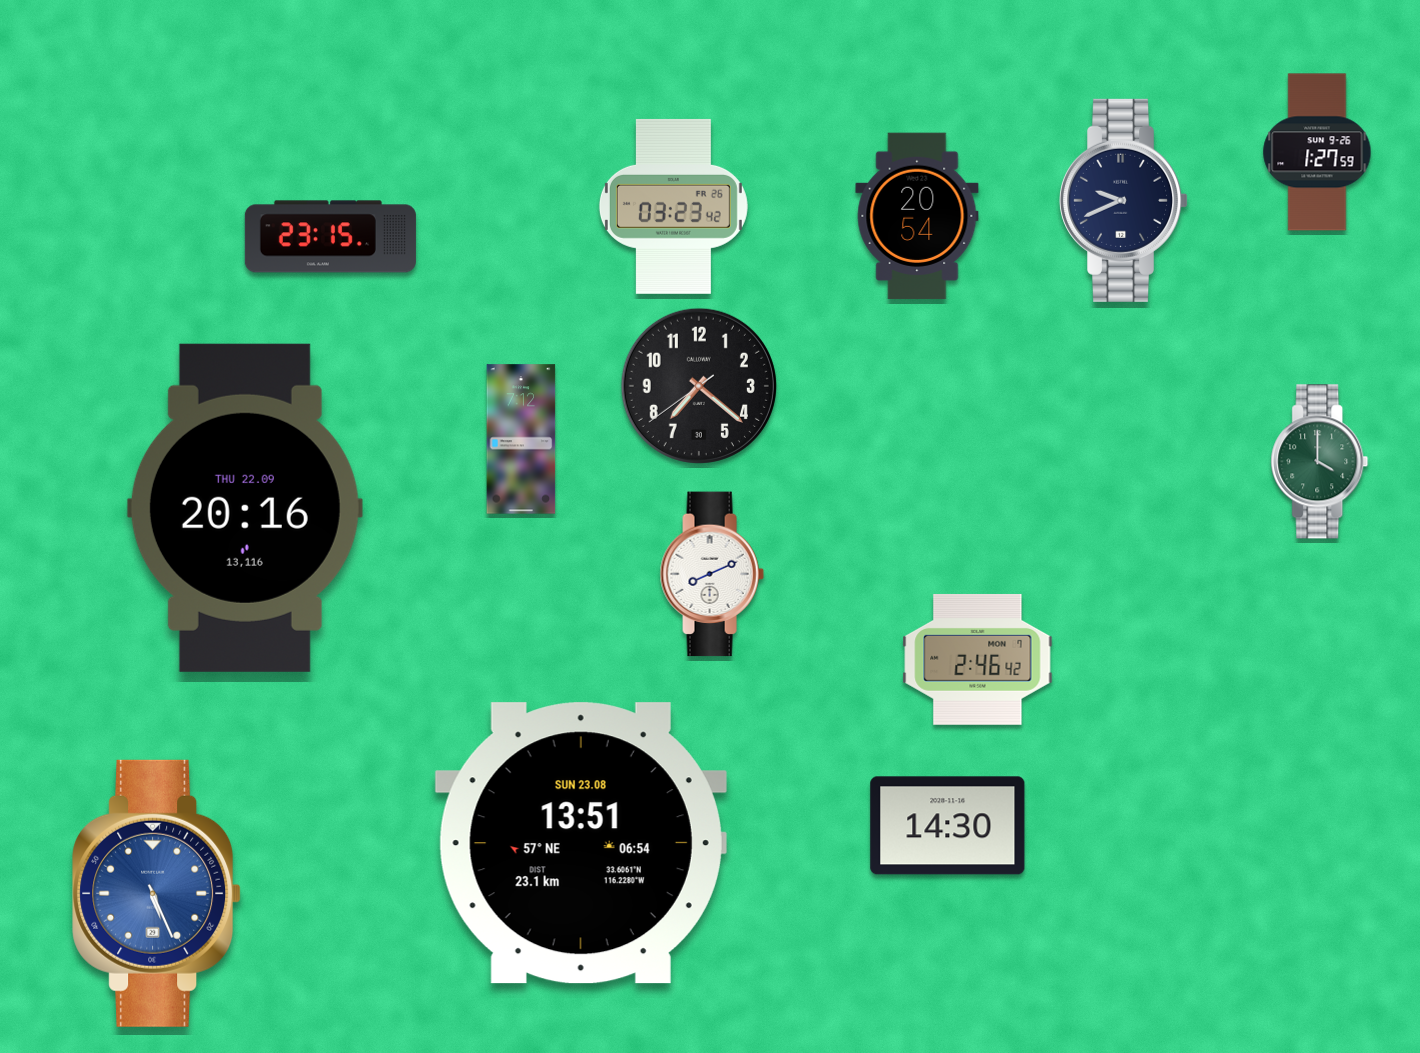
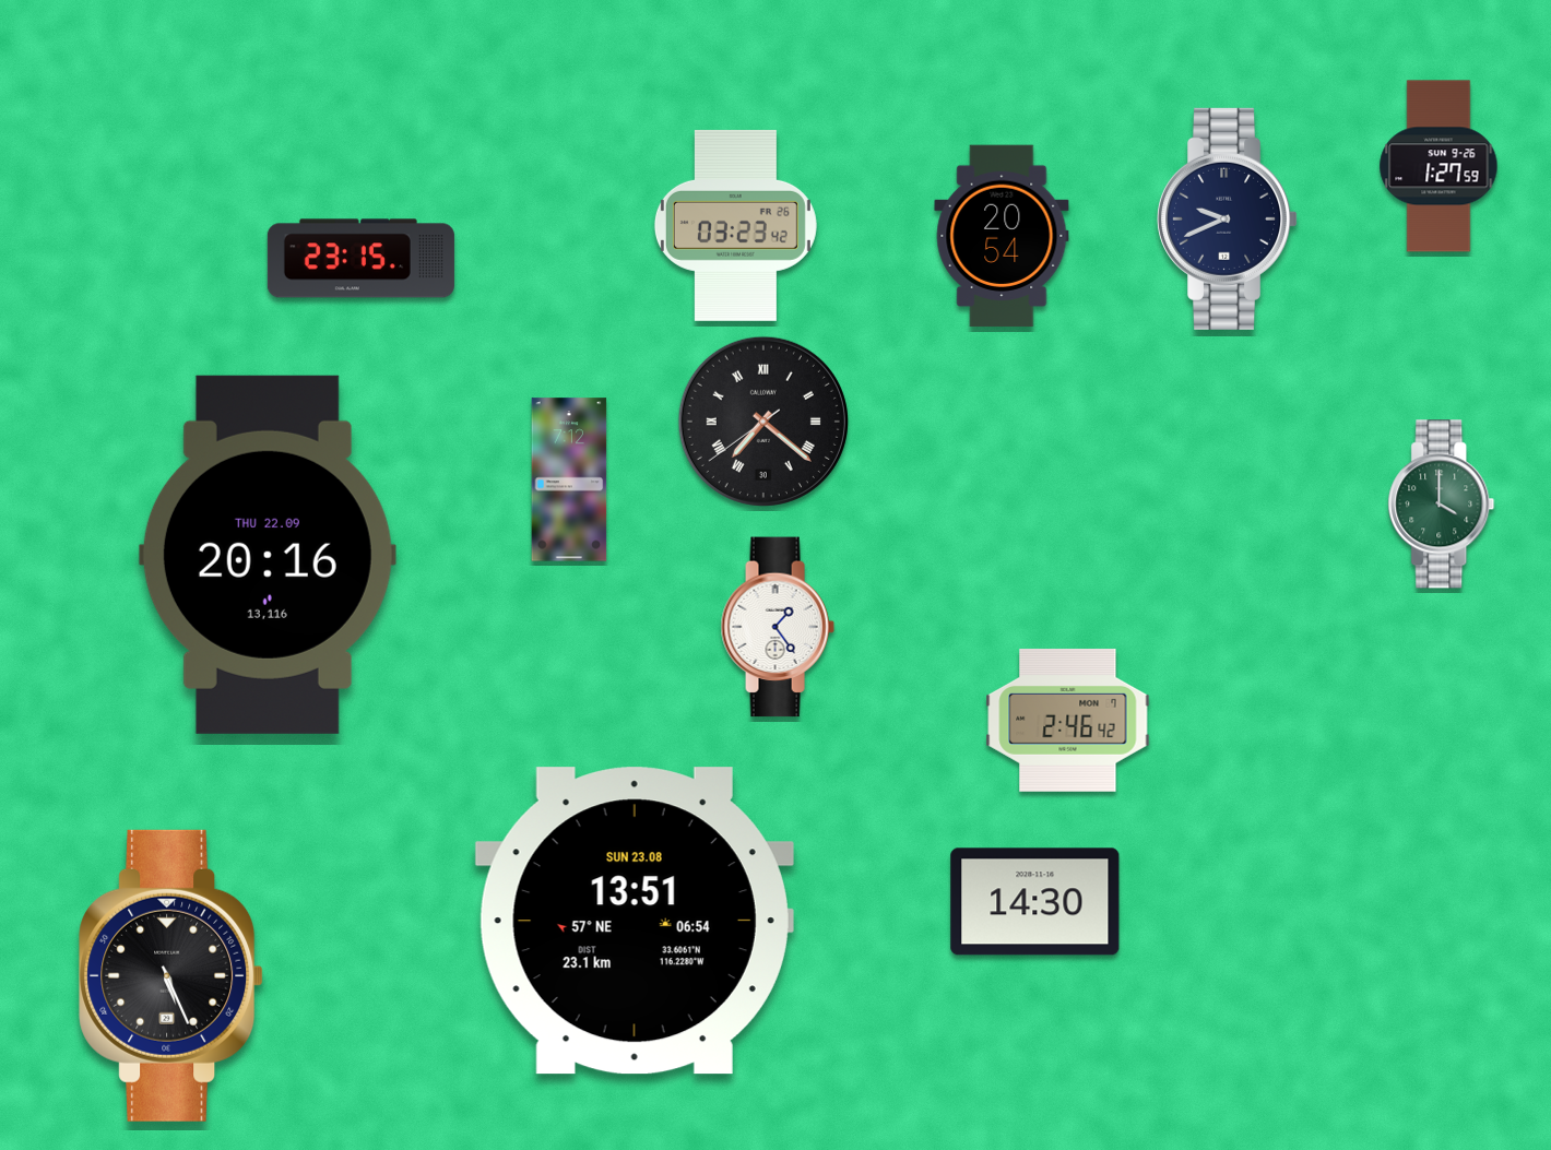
clock at (699, 386) numerals: Arabic -> Roman
clock at (712, 574): 8:11 -> 1:24
clock at (157, 893) dial: blue -> black
